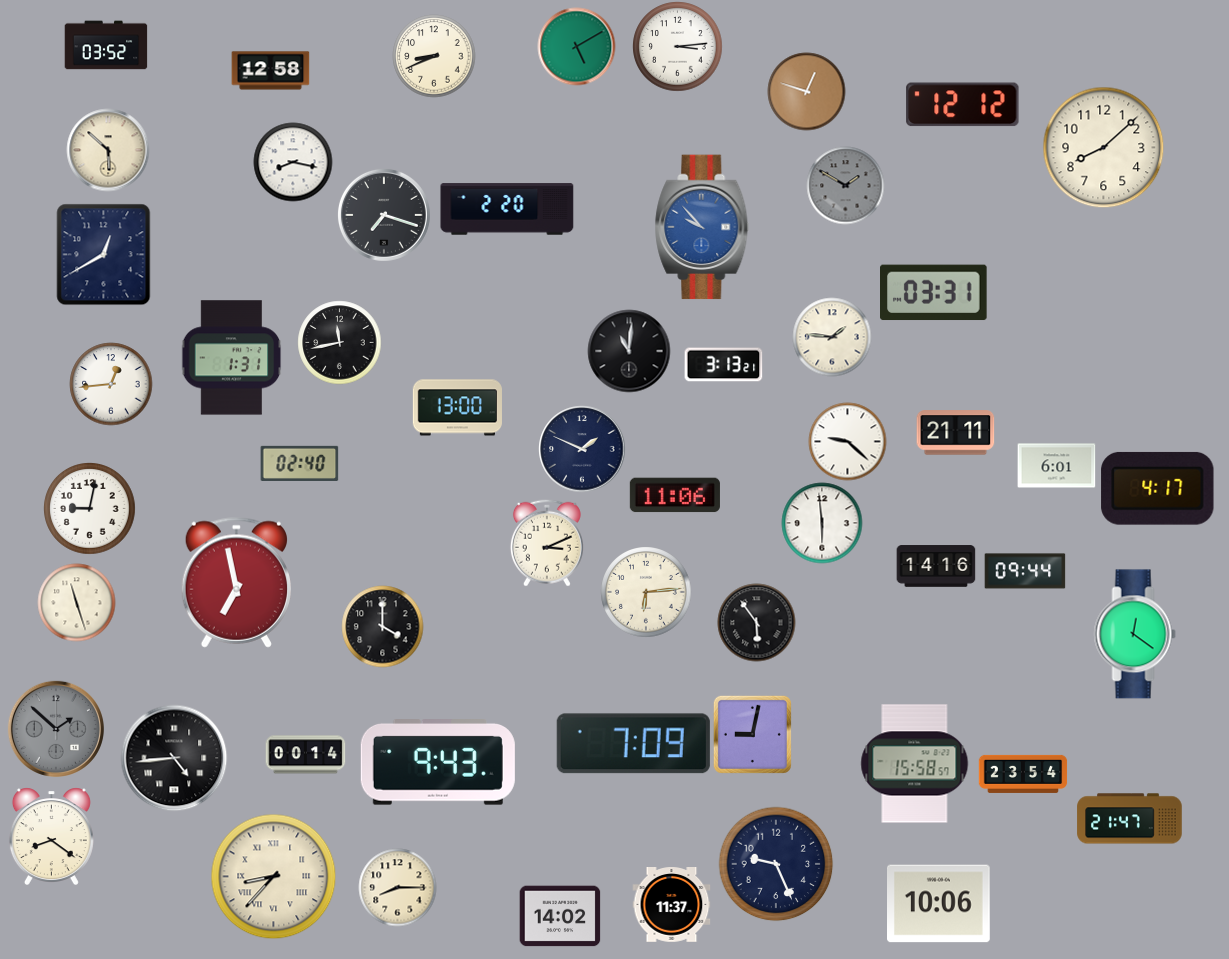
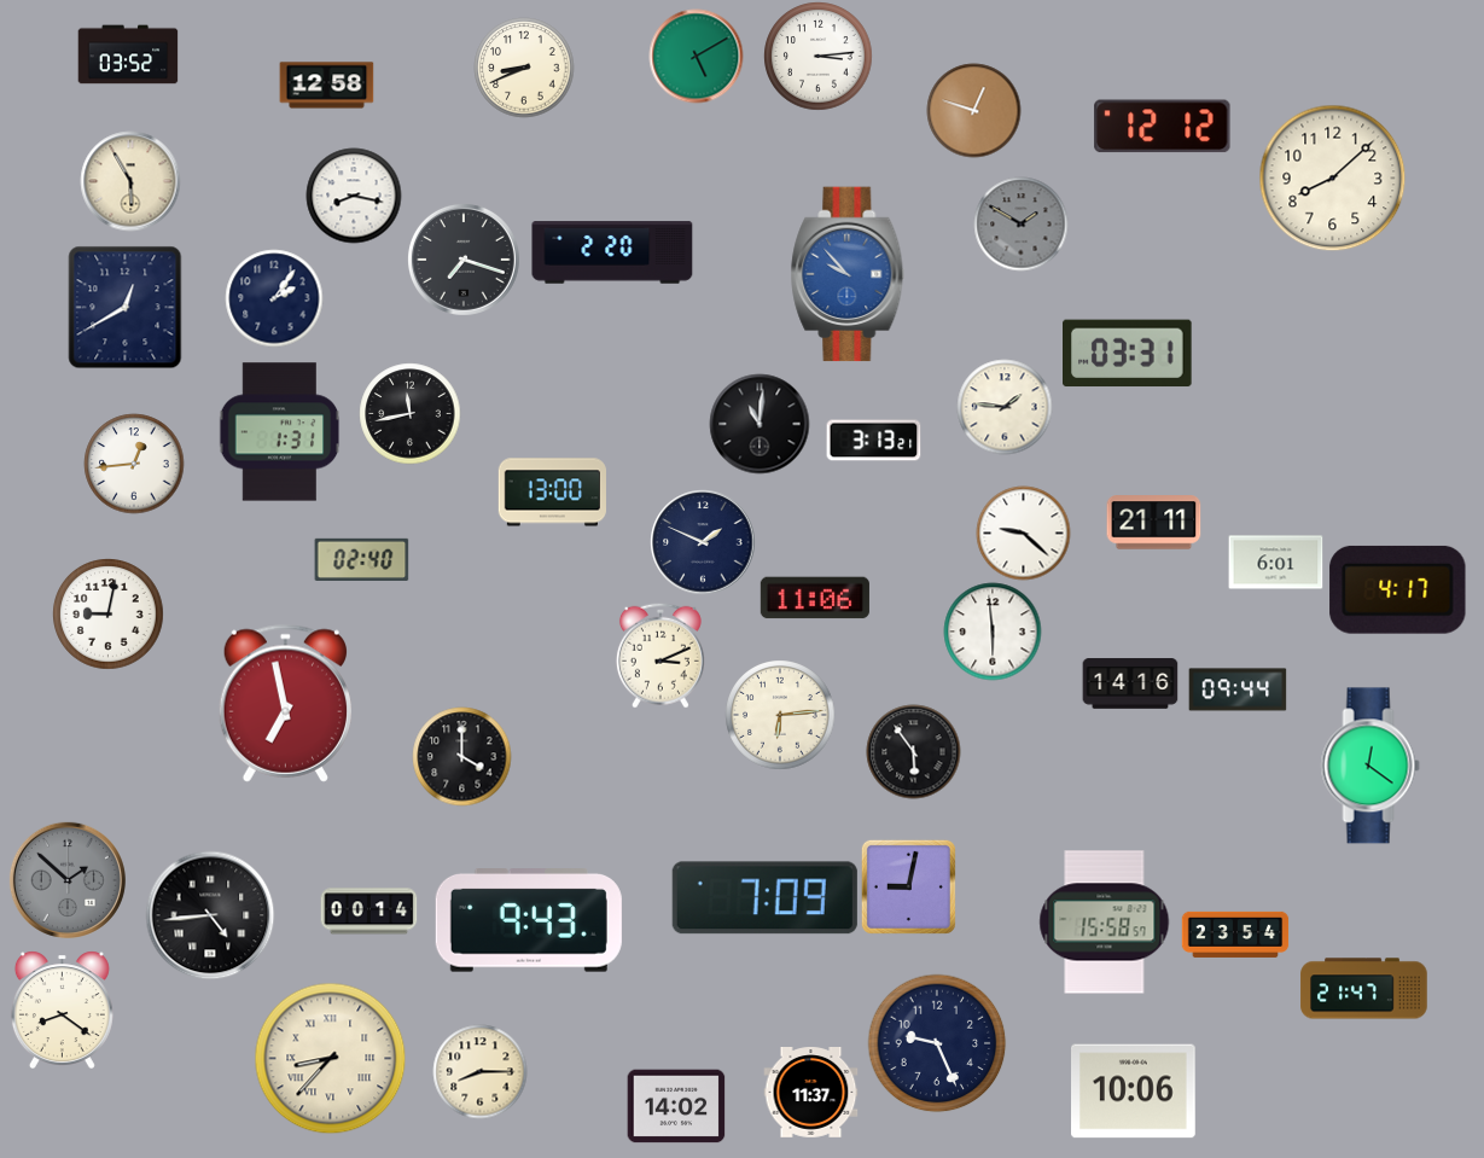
clock at (108, 150): 5:52 -> 5:55
clock at (274, 298): none -> 2:06
clock at (76, 602): 11:27 -> none
